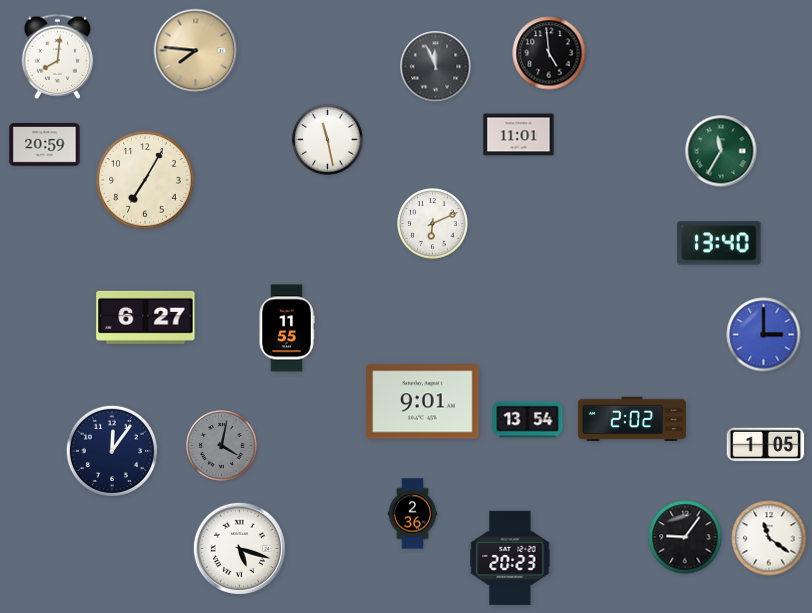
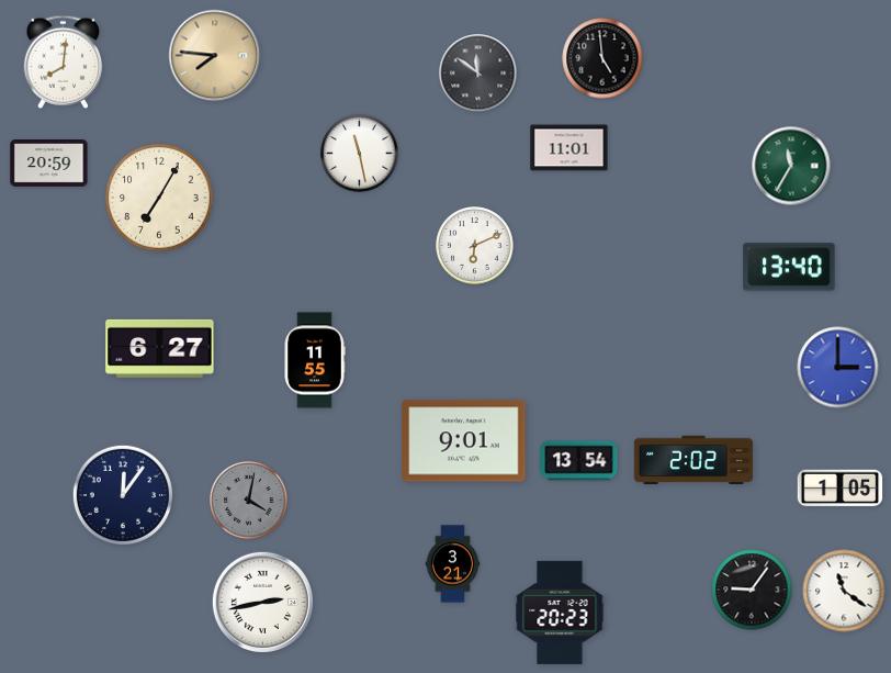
clock at (436, 67): 11:56 -> 11:51
clock at (45, 145) position: (45, 145) -> (49, 164)
clock at (222, 446) position: (222, 446) -> (249, 501)
clock at (413, 514): 2:36 -> 3:21
clock at (239, 548): 5:18 -> 2:43
